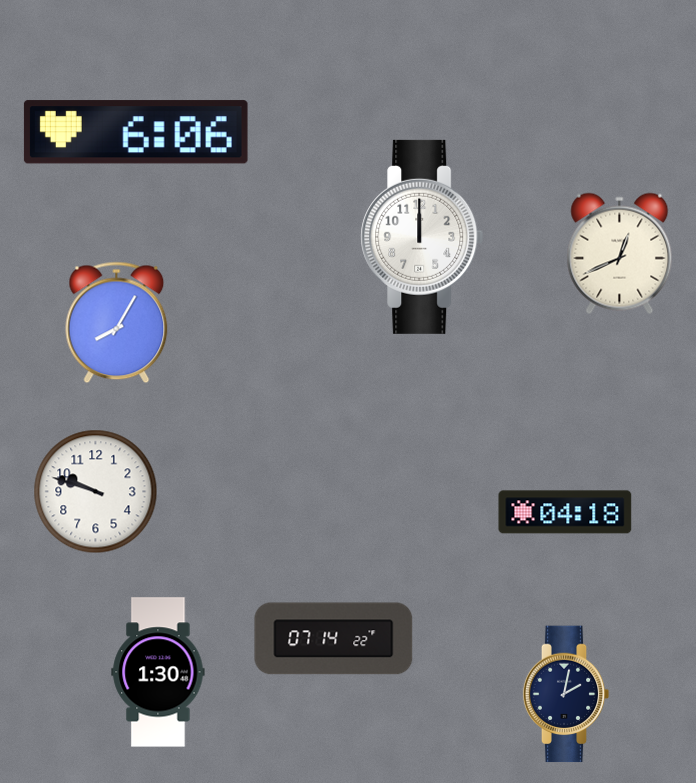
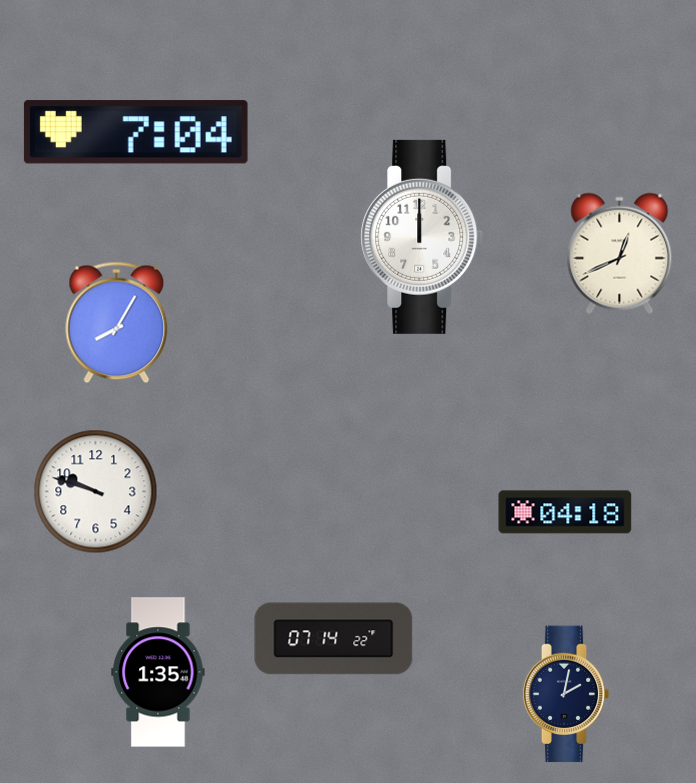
clock at (136, 132): 6:06 -> 7:04
clock at (158, 672): 1:30 -> 1:35
